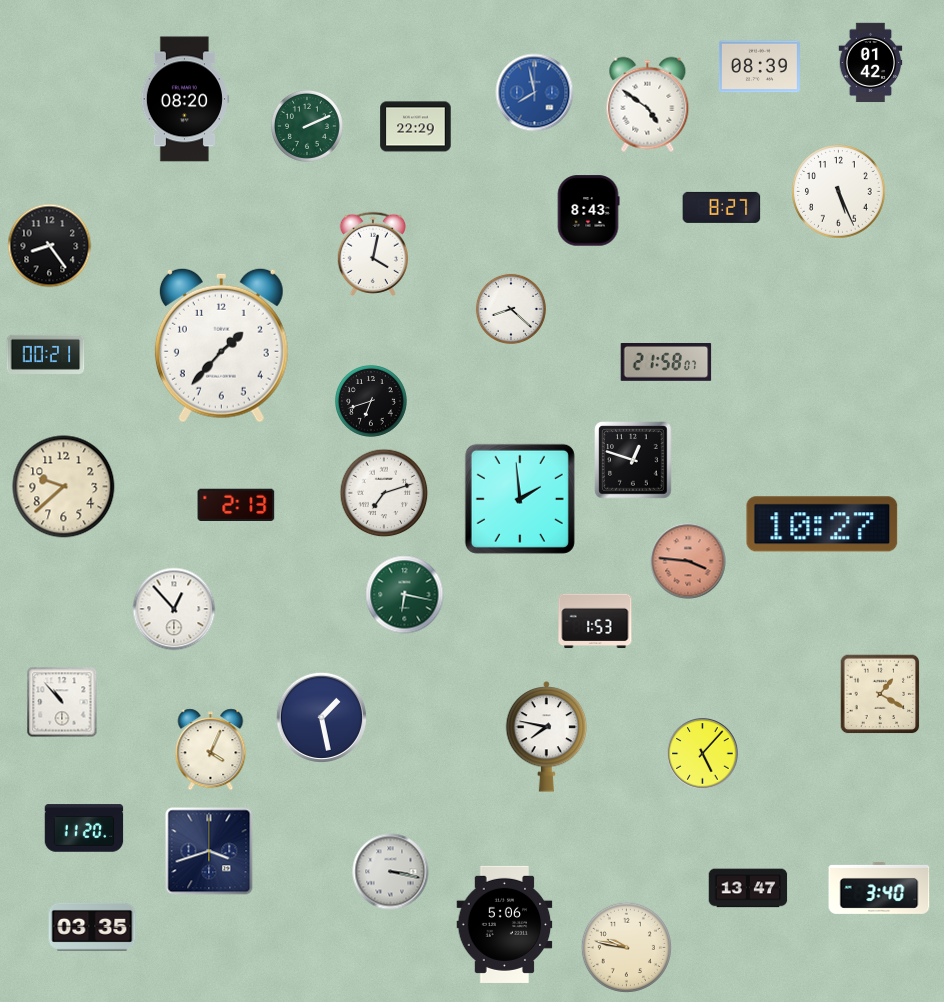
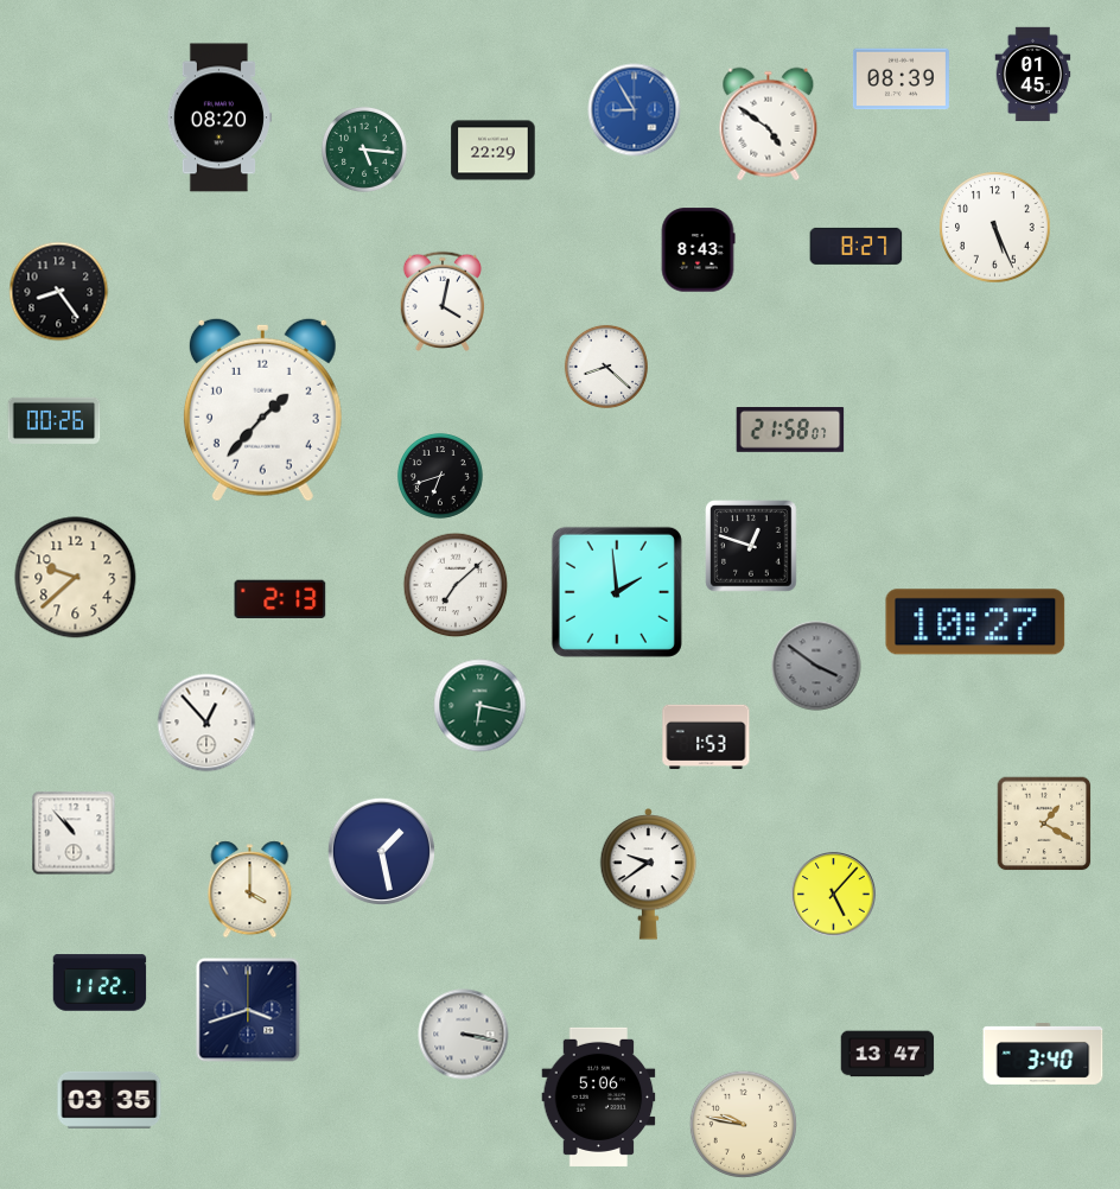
clock at (871, 63): 01:42 -> 01:45
clock at (535, 93): 7:58 -> 8:55
clock at (307, 126): 2:11 -> 5:16
clock at (46, 354): 00:21 -> 00:26
clock at (384, 493): 7:12 -> 7:08
clock at (688, 561): 3:46 -> 3:51
clock at (688, 561) dial: salmon -> grey
clock at (547, 737): 7:47 -> 9:39
clock at (211, 750): 4:04 -> 4:00
clock at (84, 828): 11:20 -> 11:22
